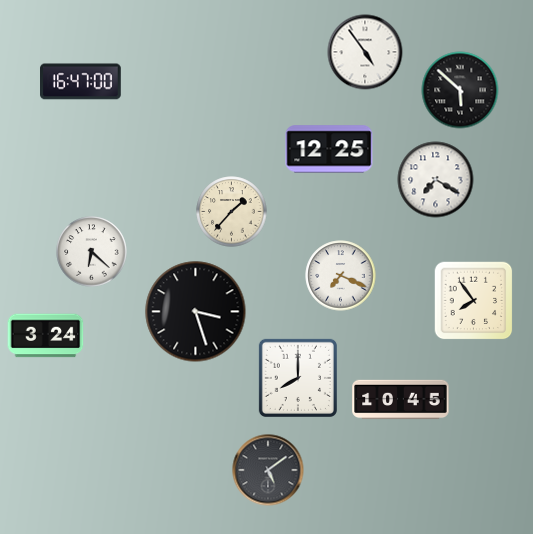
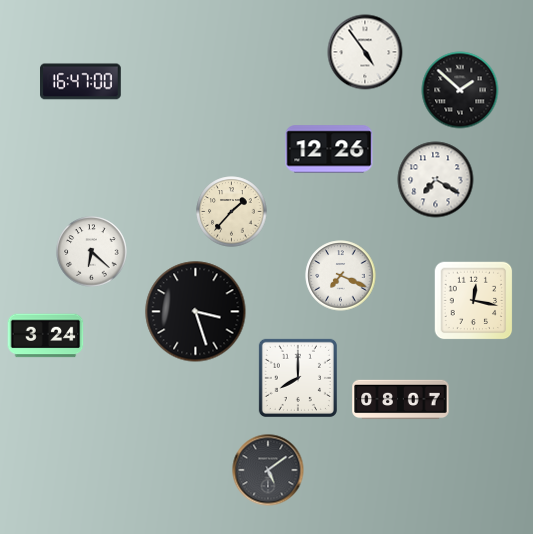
clock at (460, 90): 5:52 -> 1:52
clock at (329, 149): 12:25 -> 12:26
clock at (474, 301): 7:54 -> 12:17
clock at (401, 400): 10:45 -> 08:07
